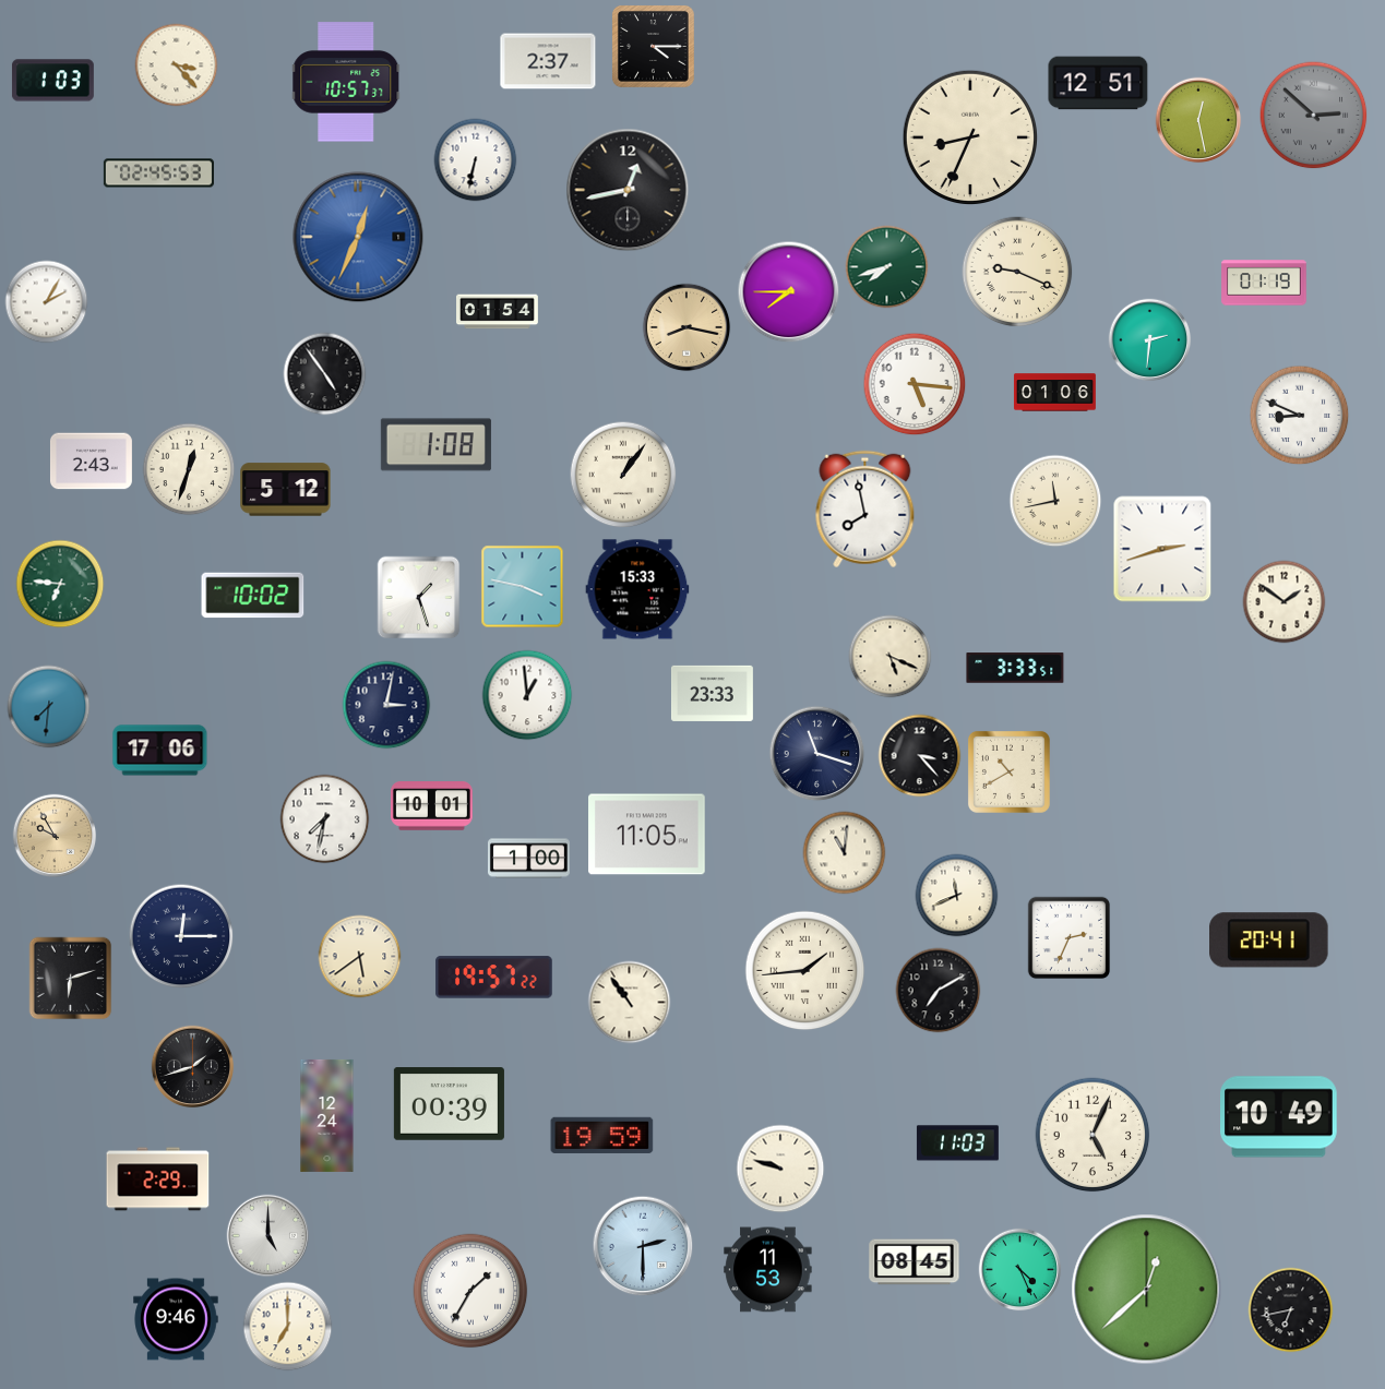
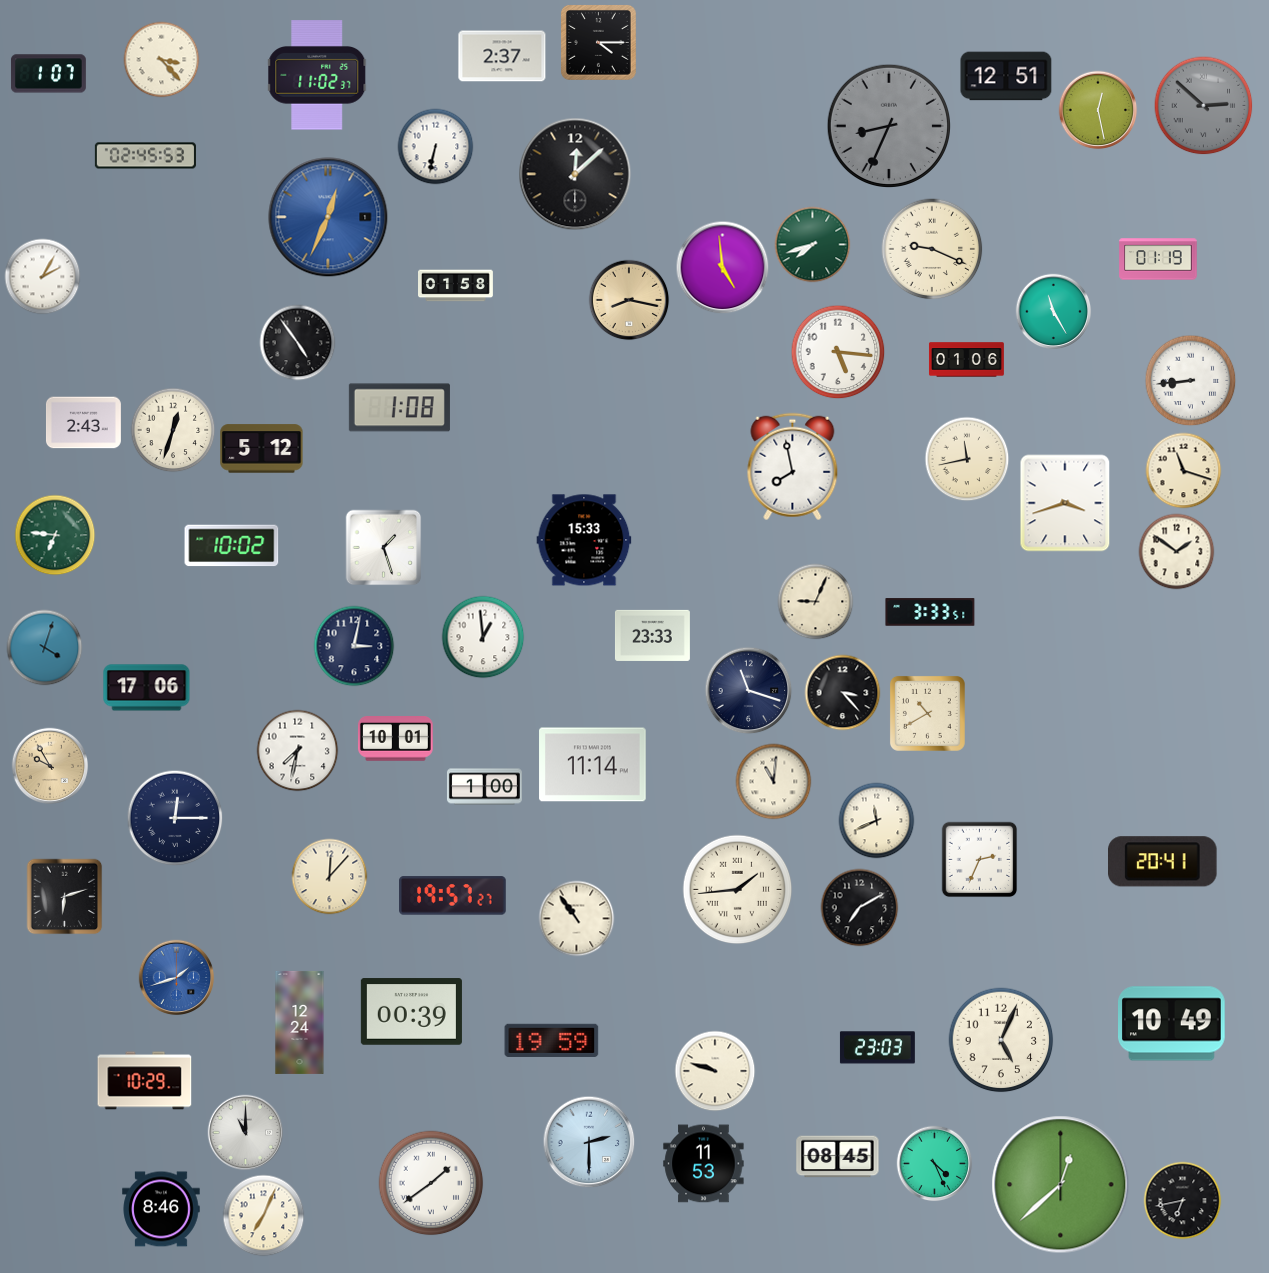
clock at (52, 81): 1:03 -> 1:07
clock at (347, 82): 10:57 -> 11:02
clock at (969, 136) dial: cream -> grey
clock at (158, 173) position: (158, 173) -> (145, 156)
clock at (628, 190): 12:43 -> 12:08
clock at (789, 292): 7:45 -> 4:59
clock at (498, 312): 01:54 -> 01:58
clock at (1150, 340): 2:31 -> 11:25
clock at (1300, 416): 8:49 -> 8:44
clock at (623, 475): 1:06 -> none
clock at (1184, 471): none -> 11:18
clock at (1162, 549): 2:42 -> 3:42
clock at (523, 587): 3:47 -> none
clock at (891, 657): 5:19 -> 9:04
clock at (49, 707): 7:31 -> 4:03
clock at (1008, 771) position: (1008, 771) -> (927, 713)
clock at (647, 835): 11:05 -> 11:14
clock at (181, 936) position: (181, 936) -> (175, 818)
clock at (360, 957): 5:39 -> 12:07
clock at (494, 978): 19:57:22 -> 19:57:27
clock at (193, 1067) dial: black -> blue
clock at (957, 1143): 11:03 -> 23:03
clock at (158, 1180): 2:29 -> 10:29
clock at (268, 1236): 5:00 -> 11:00
clock at (1147, 1290) position: (1147, 1290) -> (1061, 1185)
clock at (470, 1291): 1:35 -> 1:39
clock at (176, 1319): 9:46 -> 8:46
clock at (288, 1327): 7:00 -> 7:04
